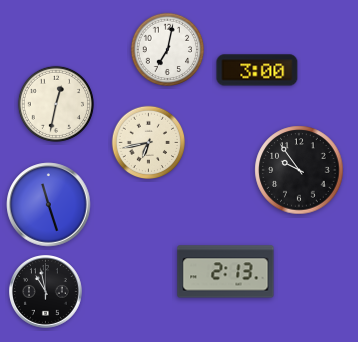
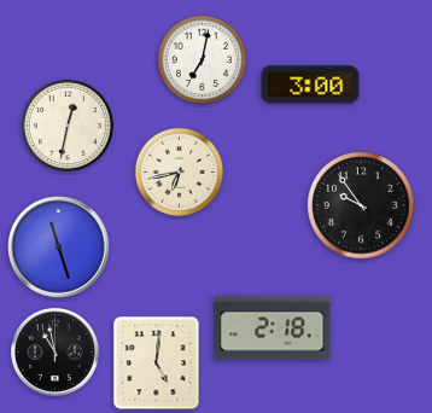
clock at (226, 272): 2:13 -> 2:18
clock at (157, 363): none -> 5:01
